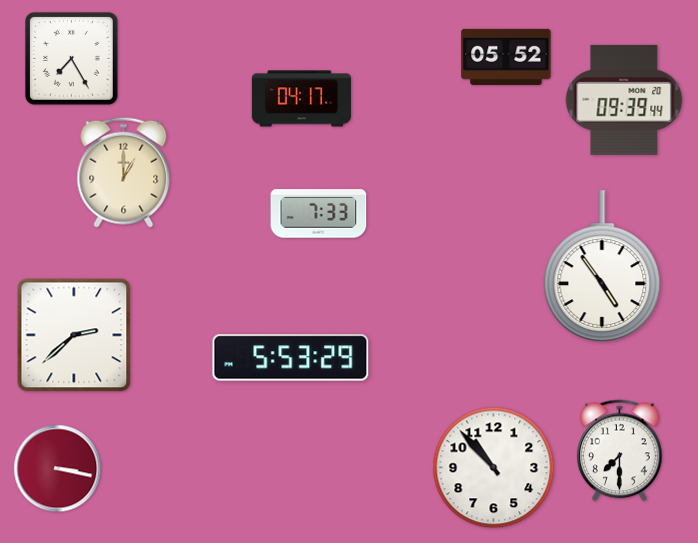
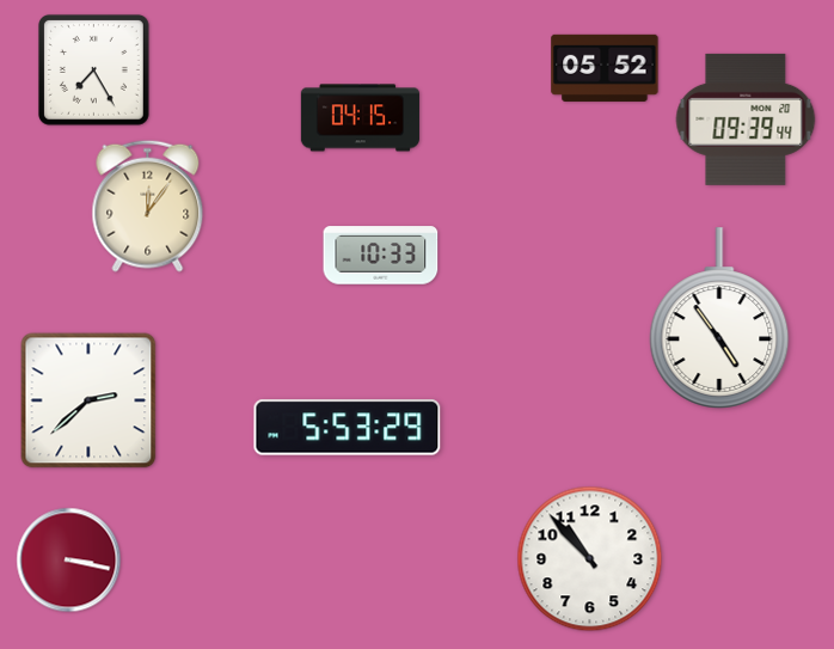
clock at (71, 58) position: (71, 58) -> (93, 69)
clock at (301, 99): 04:17 -> 04:15
clock at (124, 172): 1:00 -> 12:06
clock at (319, 214): 7:33 -> 10:33
clock at (620, 451): 7:30 -> none
